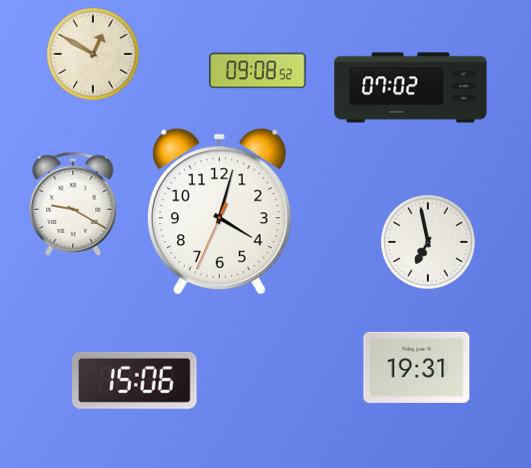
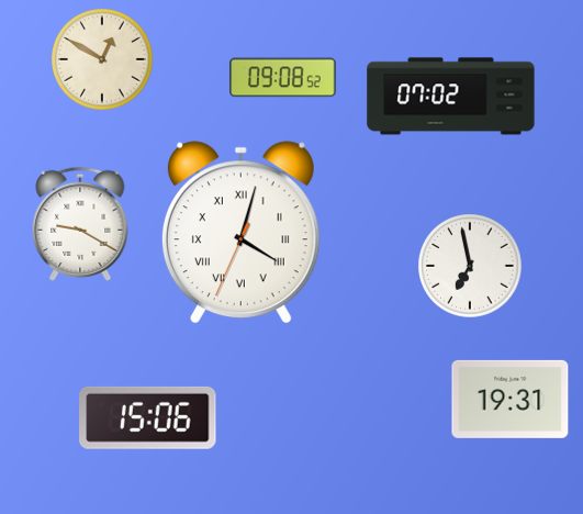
clock at (219, 212) numerals: Arabic -> Roman
clock at (417, 367) position: (417, 367) -> (511, 399)
